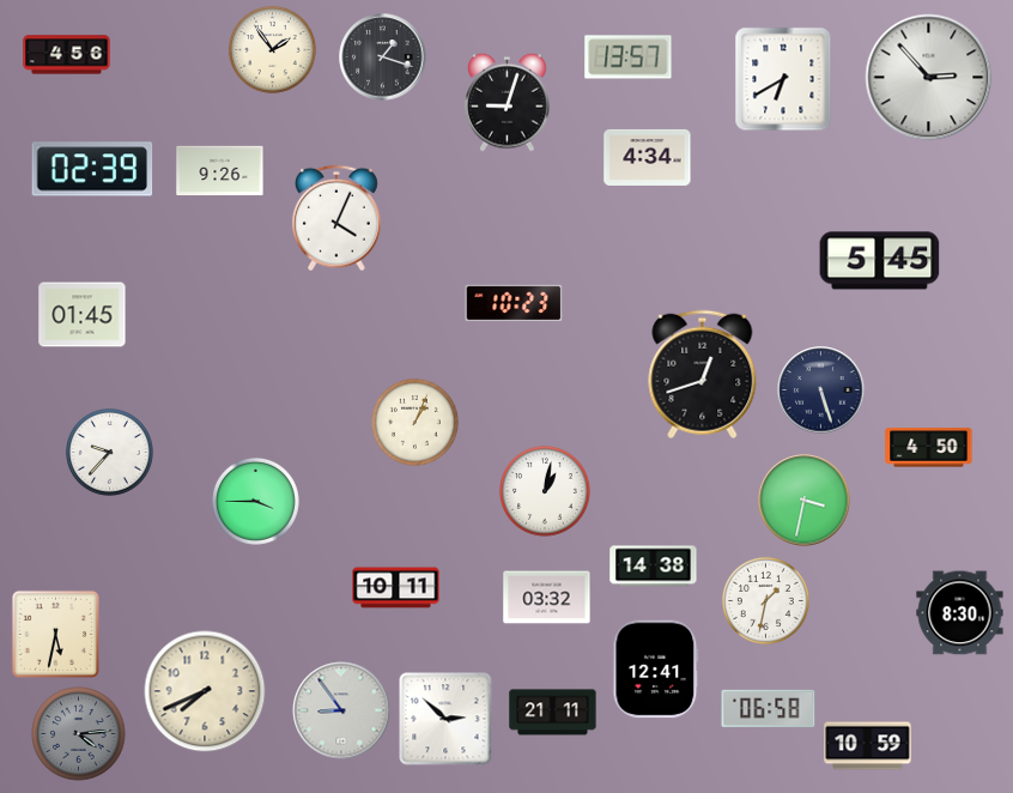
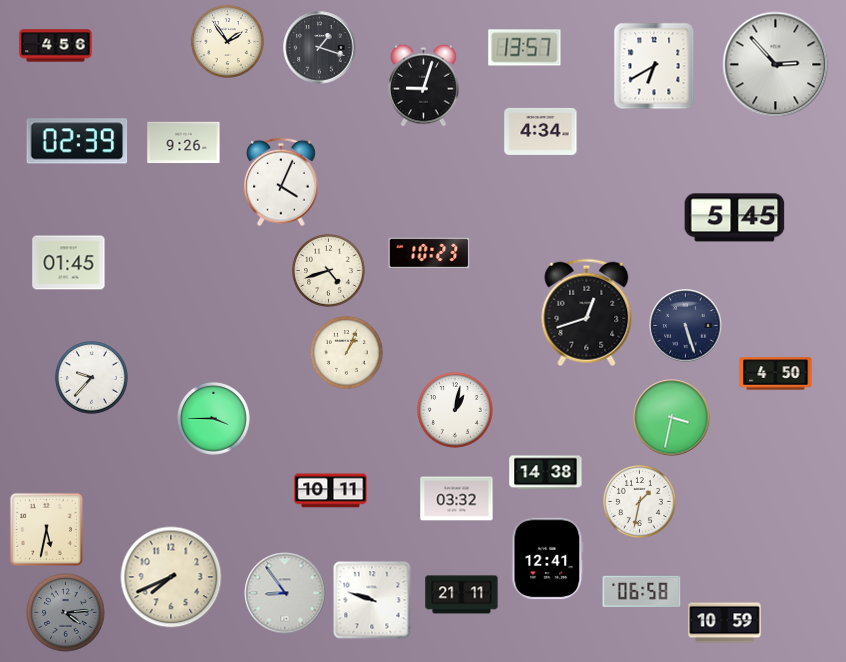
clock at (328, 270): none -> 4:42
clock at (960, 613): 8:30 -> none
clock at (445, 719): 2:52 -> 9:48
